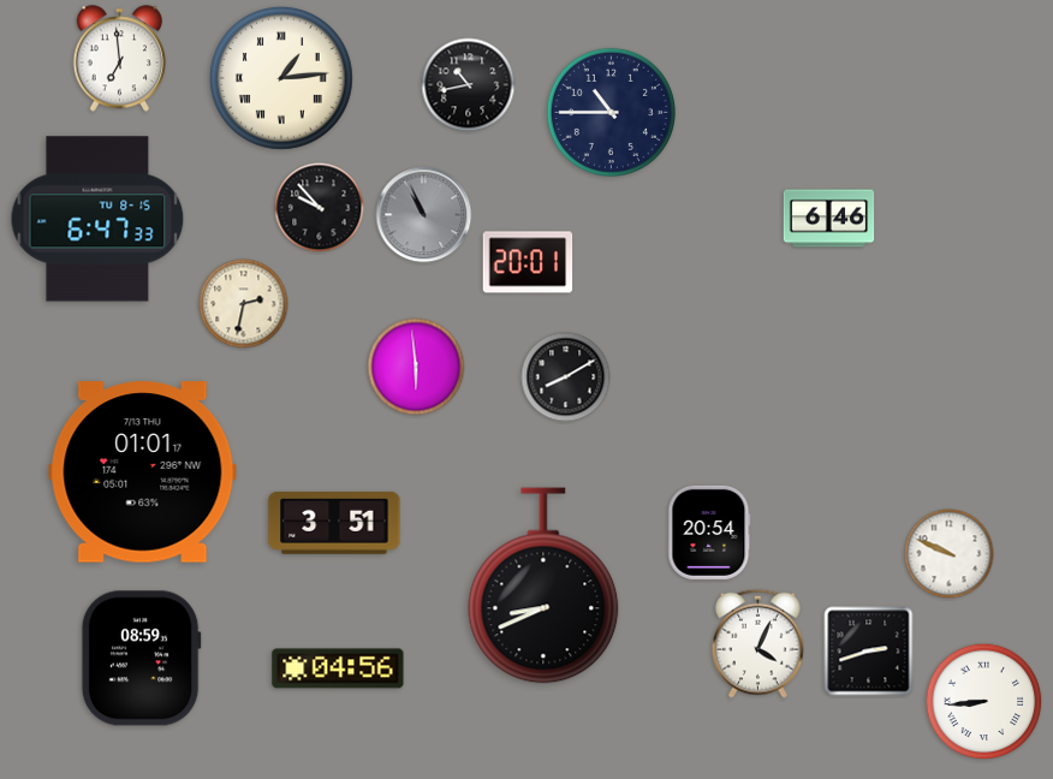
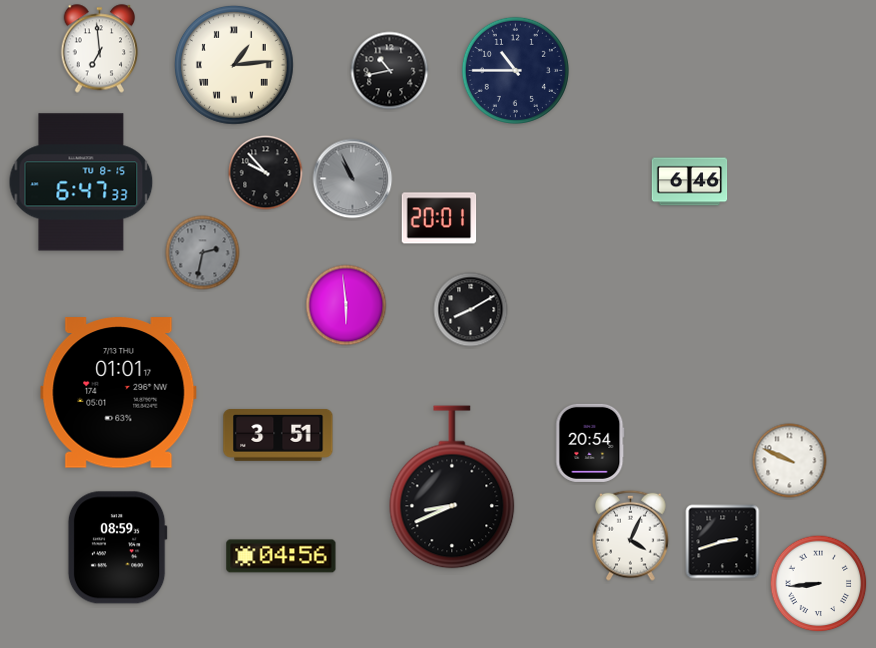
clock at (611, 112) position: (611, 112) -> (515, 70)
clock at (244, 304) dial: cream -> grey
clock at (566, 377) position: (566, 377) -> (471, 310)
